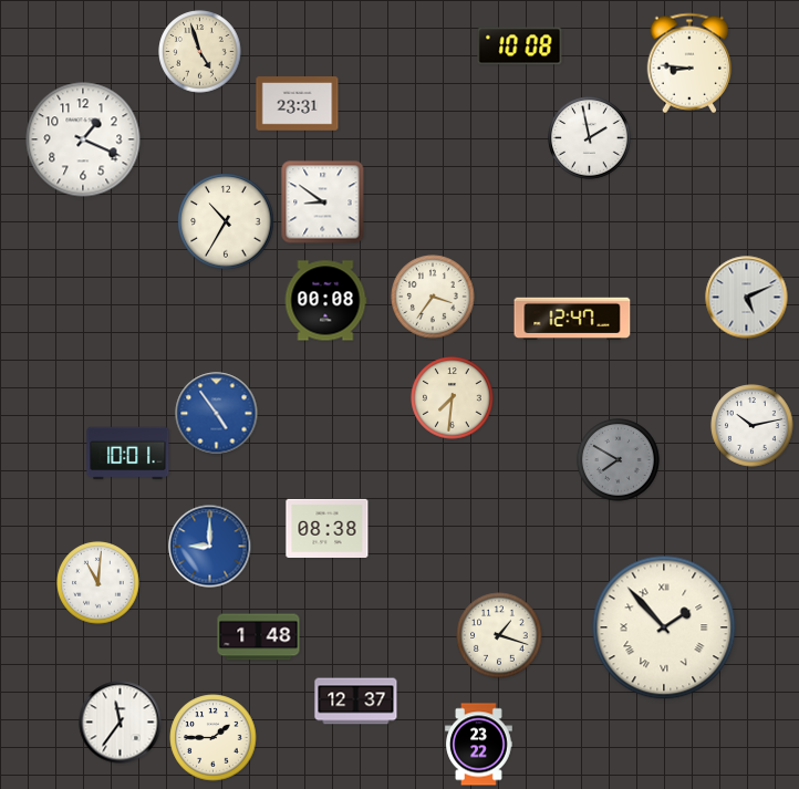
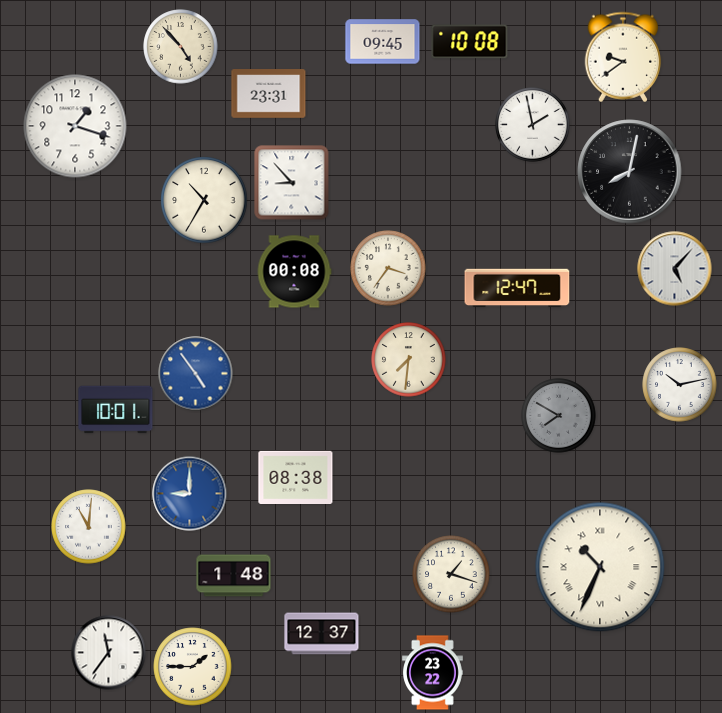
clock at (383, 42): none -> 09:45
clock at (200, 52): 4:57 -> 4:53
clock at (689, 63): 8:46 -> 9:39
clock at (83, 139): 1:19 -> 1:18
clock at (630, 172): none -> 8:02
clock at (323, 203): 8:51 -> 8:53
clock at (433, 297) position: (433, 297) -> (388, 268)
clock at (747, 298): 5:11 -> 5:07
clock at (664, 627): 1:53 -> 10:34
